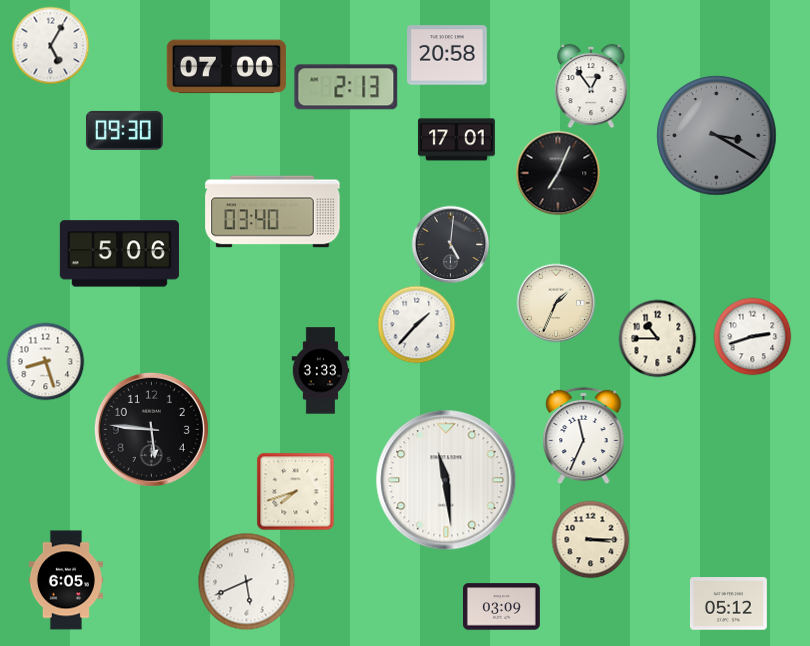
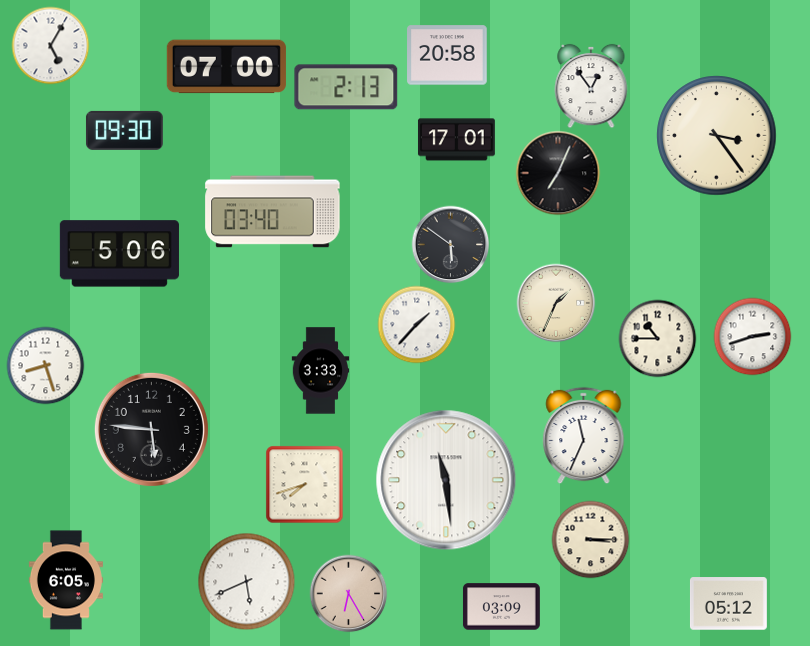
clock at (717, 136): 3:20 -> 3:24
clock at (717, 136) dial: grey -> cream
clock at (450, 244): 5:01 -> 5:51
clock at (45, 361) position: (45, 361) -> (45, 365)
clock at (295, 491) position: (295, 491) -> (304, 484)
clock at (348, 593): none -> 6:25
